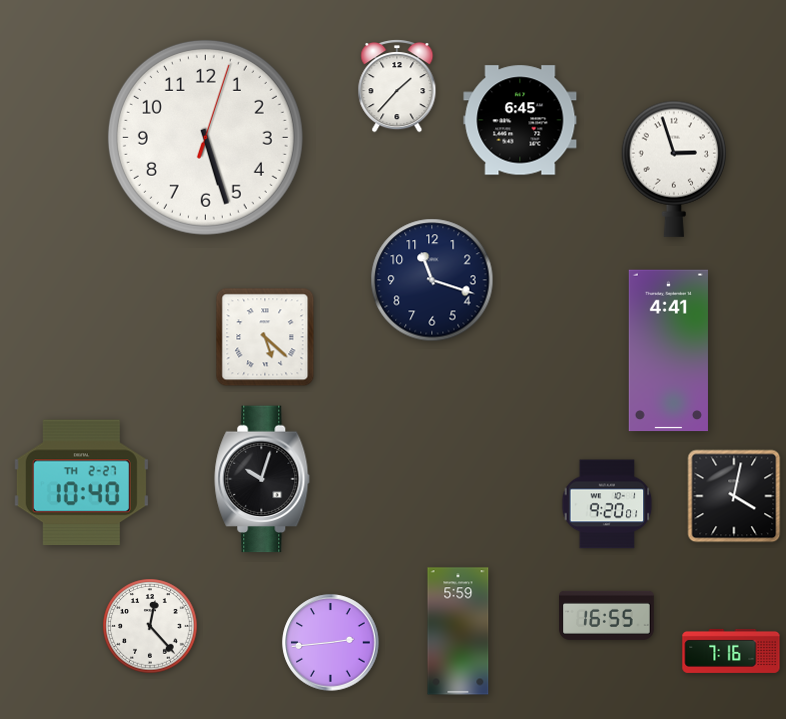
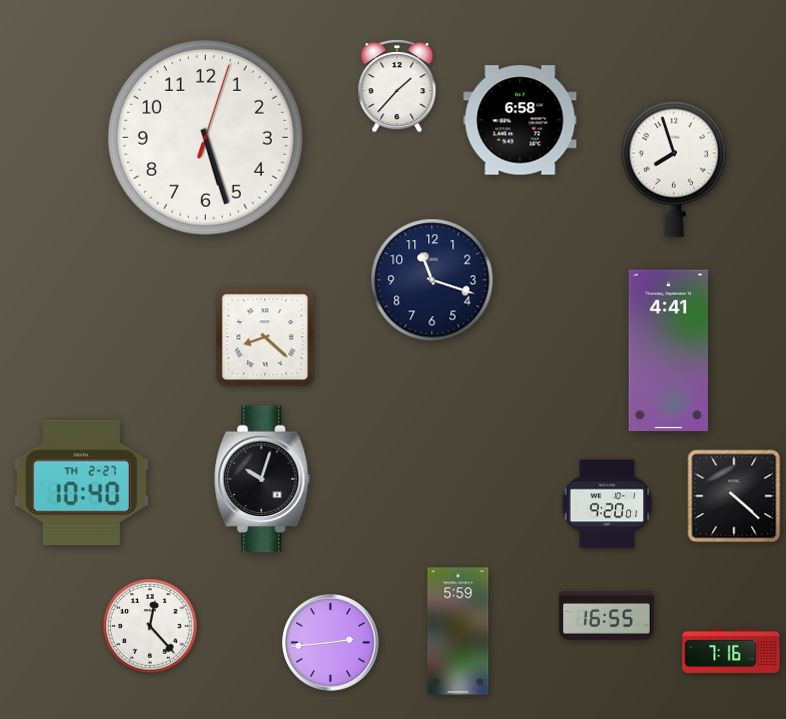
clock at (520, 120): 6:45 -> 6:58
clock at (673, 169): 2:57 -> 7:57
clock at (265, 337): 5:22 -> 8:22
clock at (734, 496): 4:02 -> 4:22
